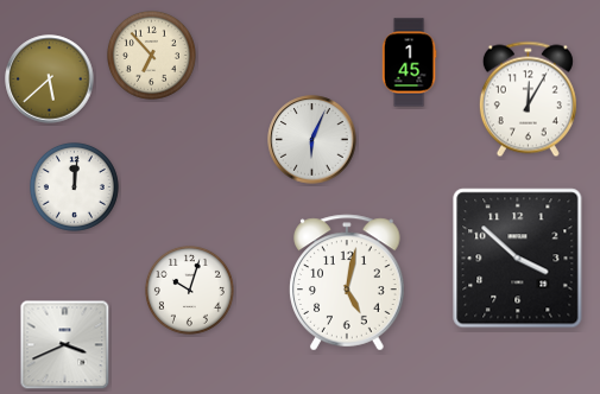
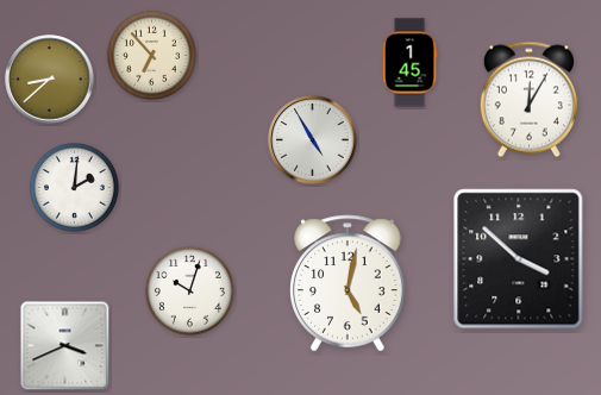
clock at (50, 80): 5:38 -> 8:38
clock at (312, 140): 6:04 -> 4:55
clock at (74, 186): 12:01 -> 2:01
